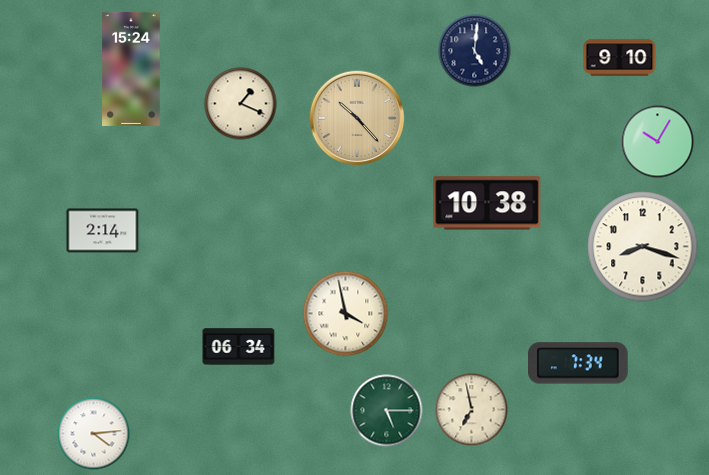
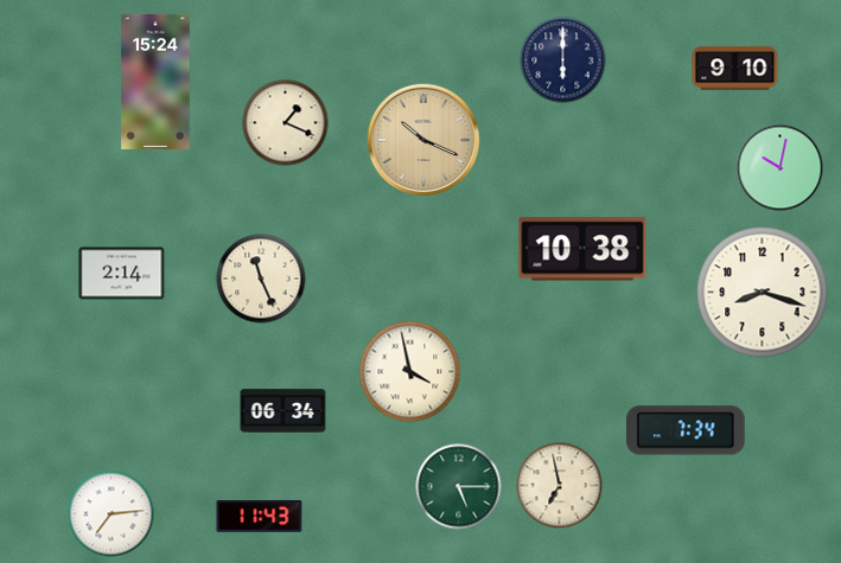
clock at (475, 51): 5:01 -> 6:00
clock at (357, 118): 10:23 -> 10:19
clock at (658, 142): 10:05 -> 10:02
clock at (487, 203) position: (487, 203) -> (582, 249)
clock at (261, 279): none -> 11:26
clock at (94, 434): 4:14 -> 7:14
clock at (260, 517): none -> 11:43
